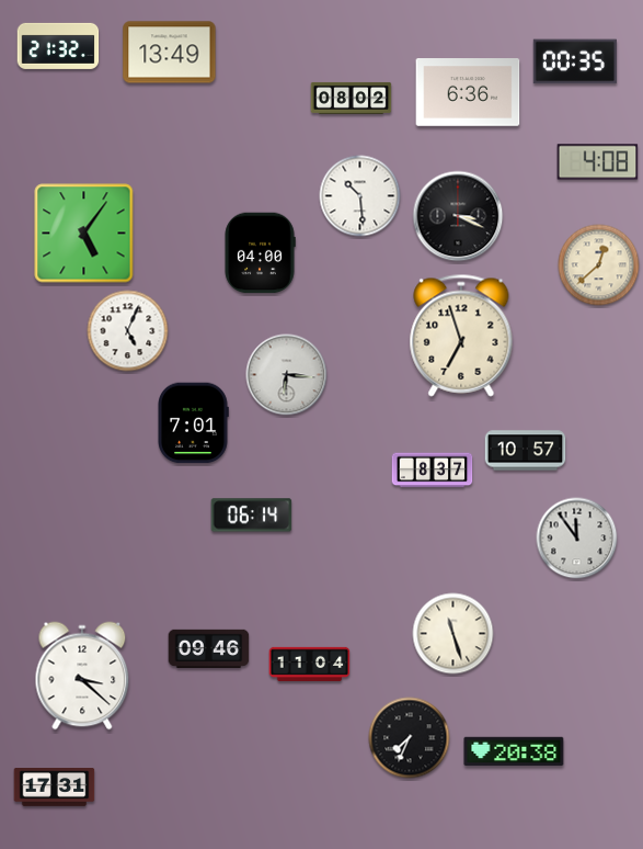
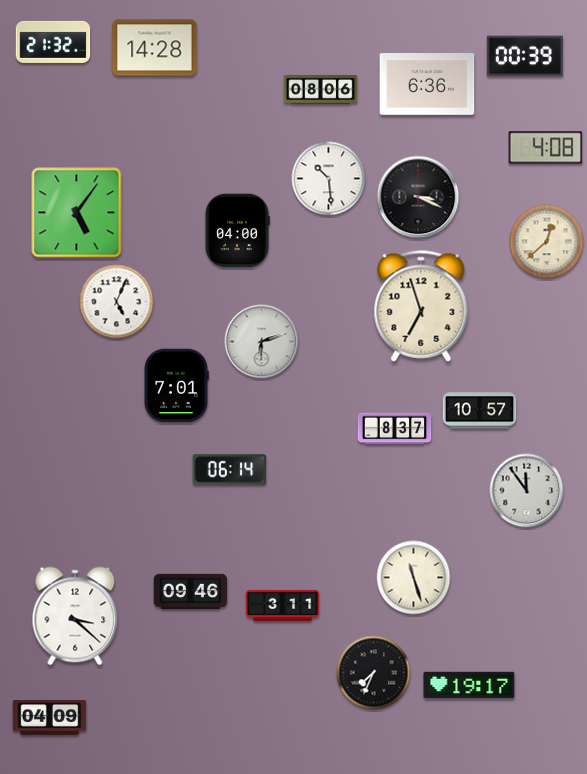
clock at (170, 53): 13:49 -> 14:28
clock at (575, 61): 00:35 -> 00:39
clock at (352, 98): 08:02 -> 08:06
clock at (287, 375): 6:16 -> 6:12
clock at (310, 664): 11:04 -> 3:11
clock at (514, 751): 20:38 -> 19:17
clock at (55, 788): 17:31 -> 04:09
